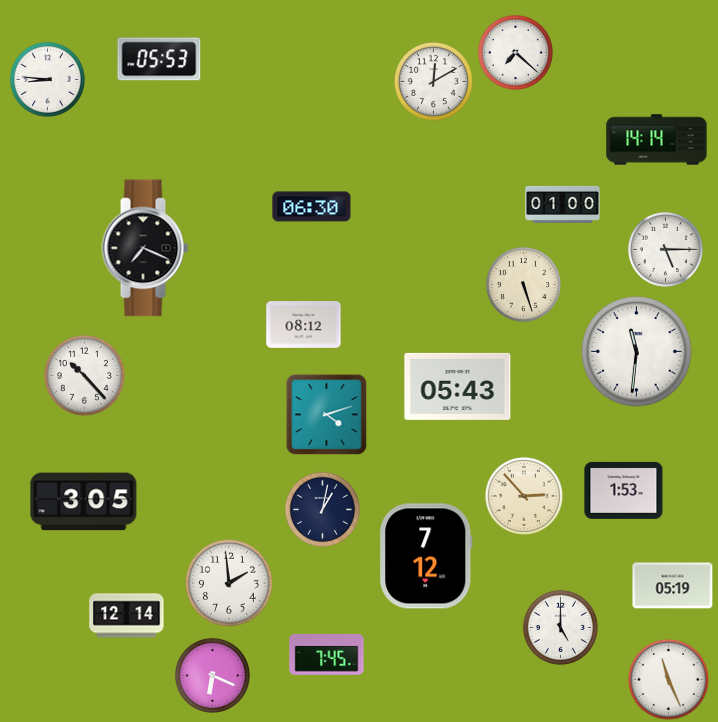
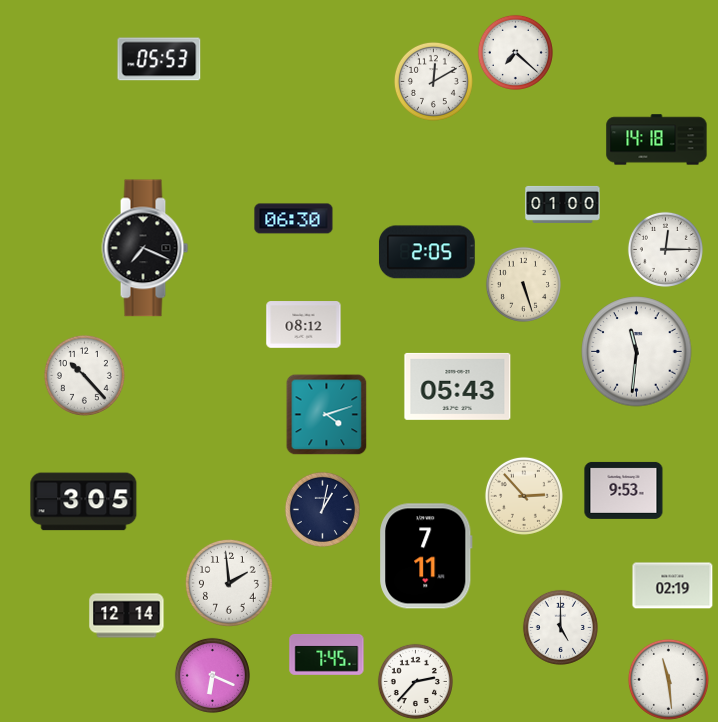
clock at (47, 79): 8:46 -> none
clock at (657, 140): 14:14 -> 14:18
clock at (312, 207) position: (312, 207) -> (294, 219)
clock at (665, 249): 5:15 -> 12:15
clock at (427, 252): none -> 2:05
clock at (624, 490): 1:53 -> 9:53
clock at (427, 556): 7:12 -> 7:11
clock at (673, 586): 05:19 -> 02:19
clock at (668, 679): 11:26 -> 11:29
clock at (415, 681): none -> 2:37
